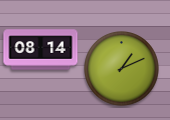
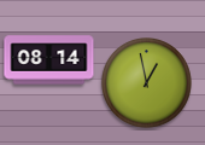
clock at (122, 69): 1:11 -> 12:58
